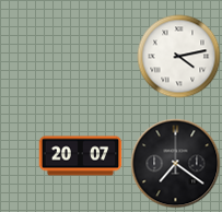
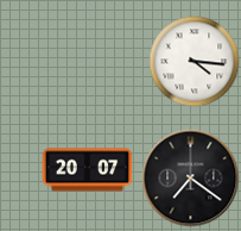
clock at (179, 57): 4:13 -> 4:16
